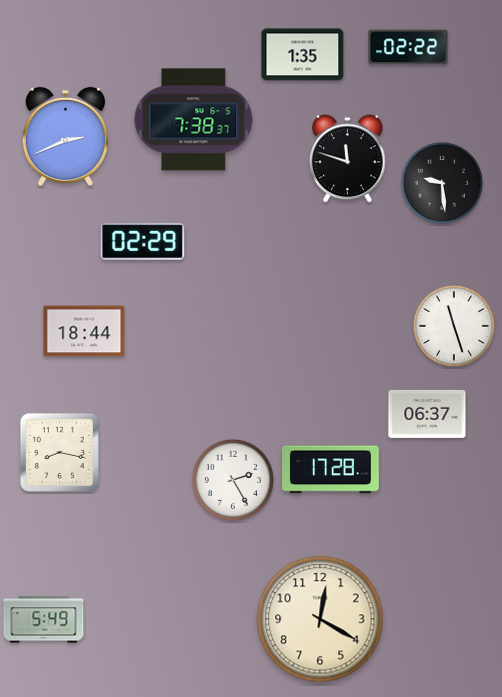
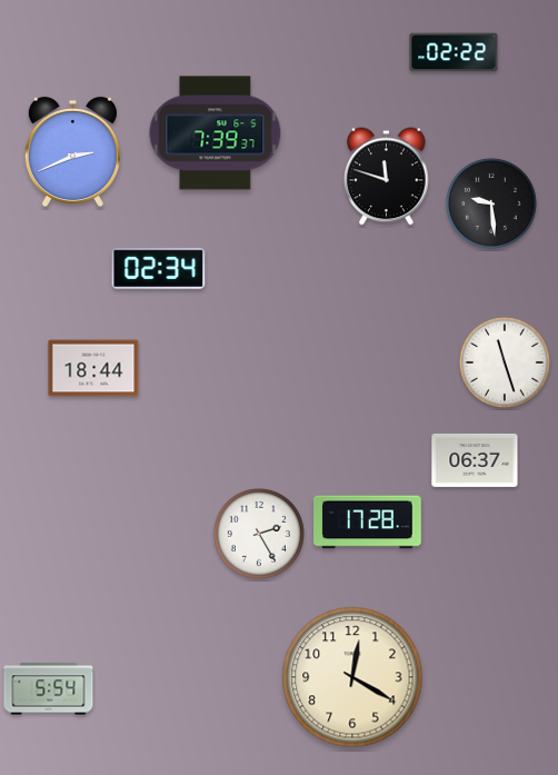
clock at (303, 55): 1:35 -> none
clock at (194, 120): 7:38 -> 7:39
clock at (143, 241): 02:29 -> 02:34
clock at (59, 452): 8:17 -> none
clock at (320, 619) position: (320, 619) -> (352, 677)
clock at (44, 620): 5:49 -> 5:54
